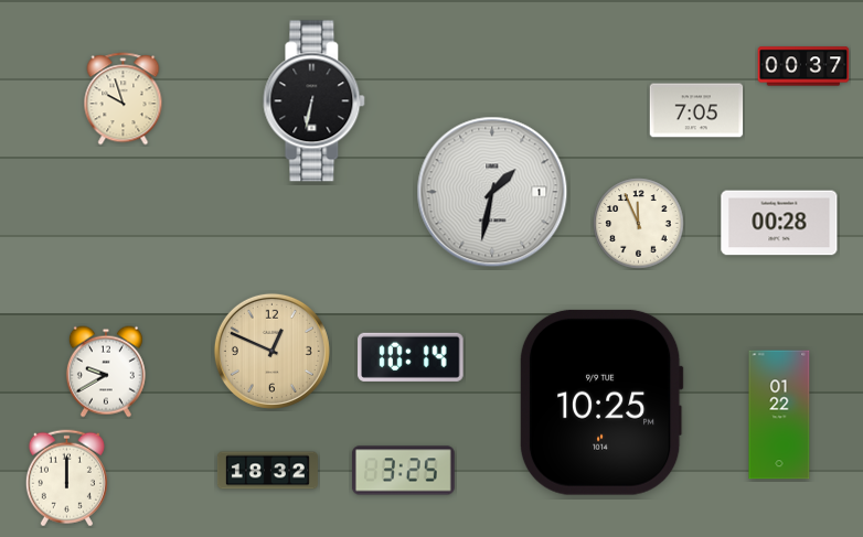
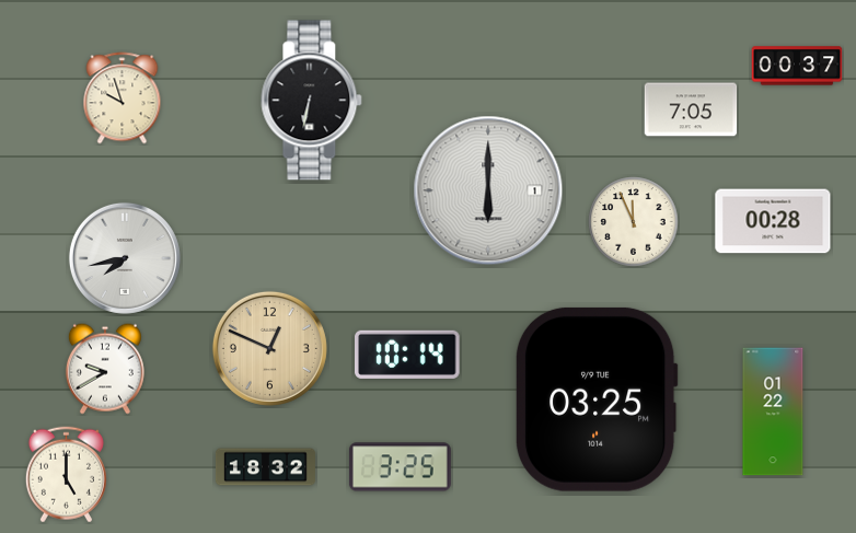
clock at (492, 192): 1:32 -> 6:00
clock at (125, 258): none -> 7:43
clock at (601, 402): 10:25 -> 03:25
clock at (66, 479): 12:00 -> 5:00
